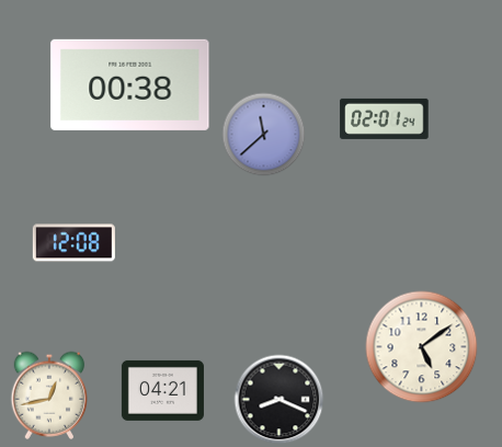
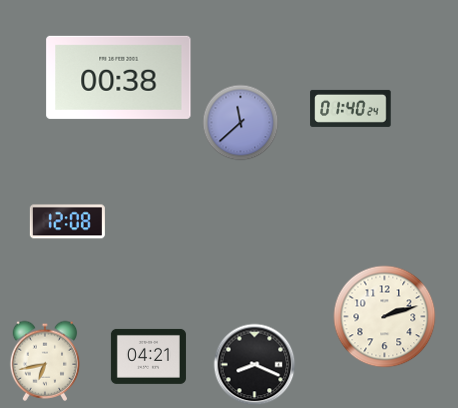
clock at (385, 118): 02:01 -> 01:40
clock at (422, 347): 5:09 -> 2:12
clock at (49, 396): 12:43 -> 6:43
